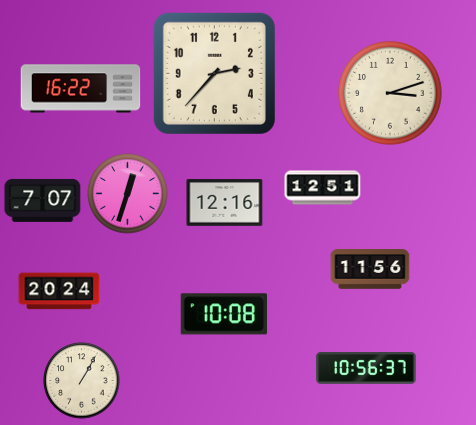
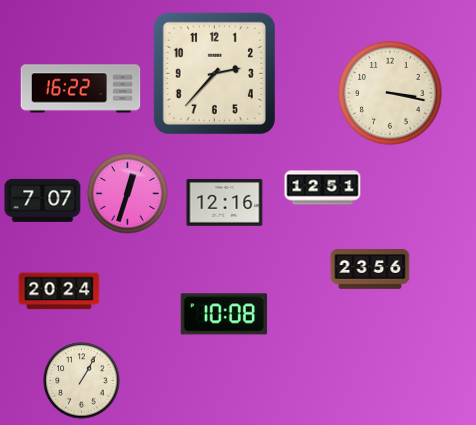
clock at (390, 93): 3:12 -> 3:17
clock at (370, 269): 11:56 -> 23:56
clock at (366, 368): 10:56 -> none
